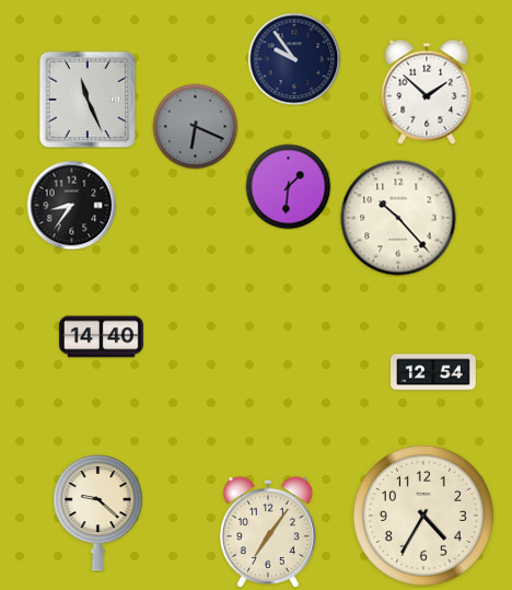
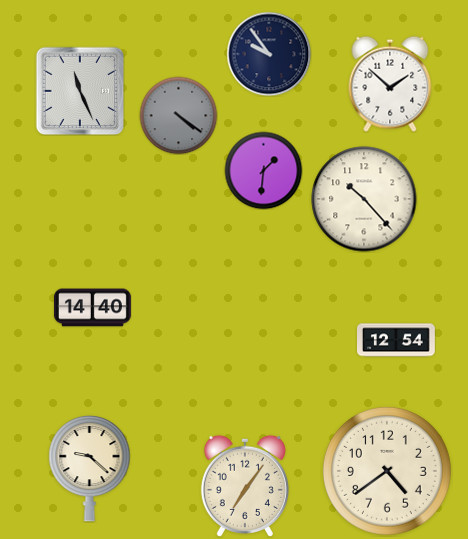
clock at (195, 126): 6:19 -> 4:21
clock at (71, 205): 8:36 -> none
clock at (423, 516): 4:35 -> 4:39
